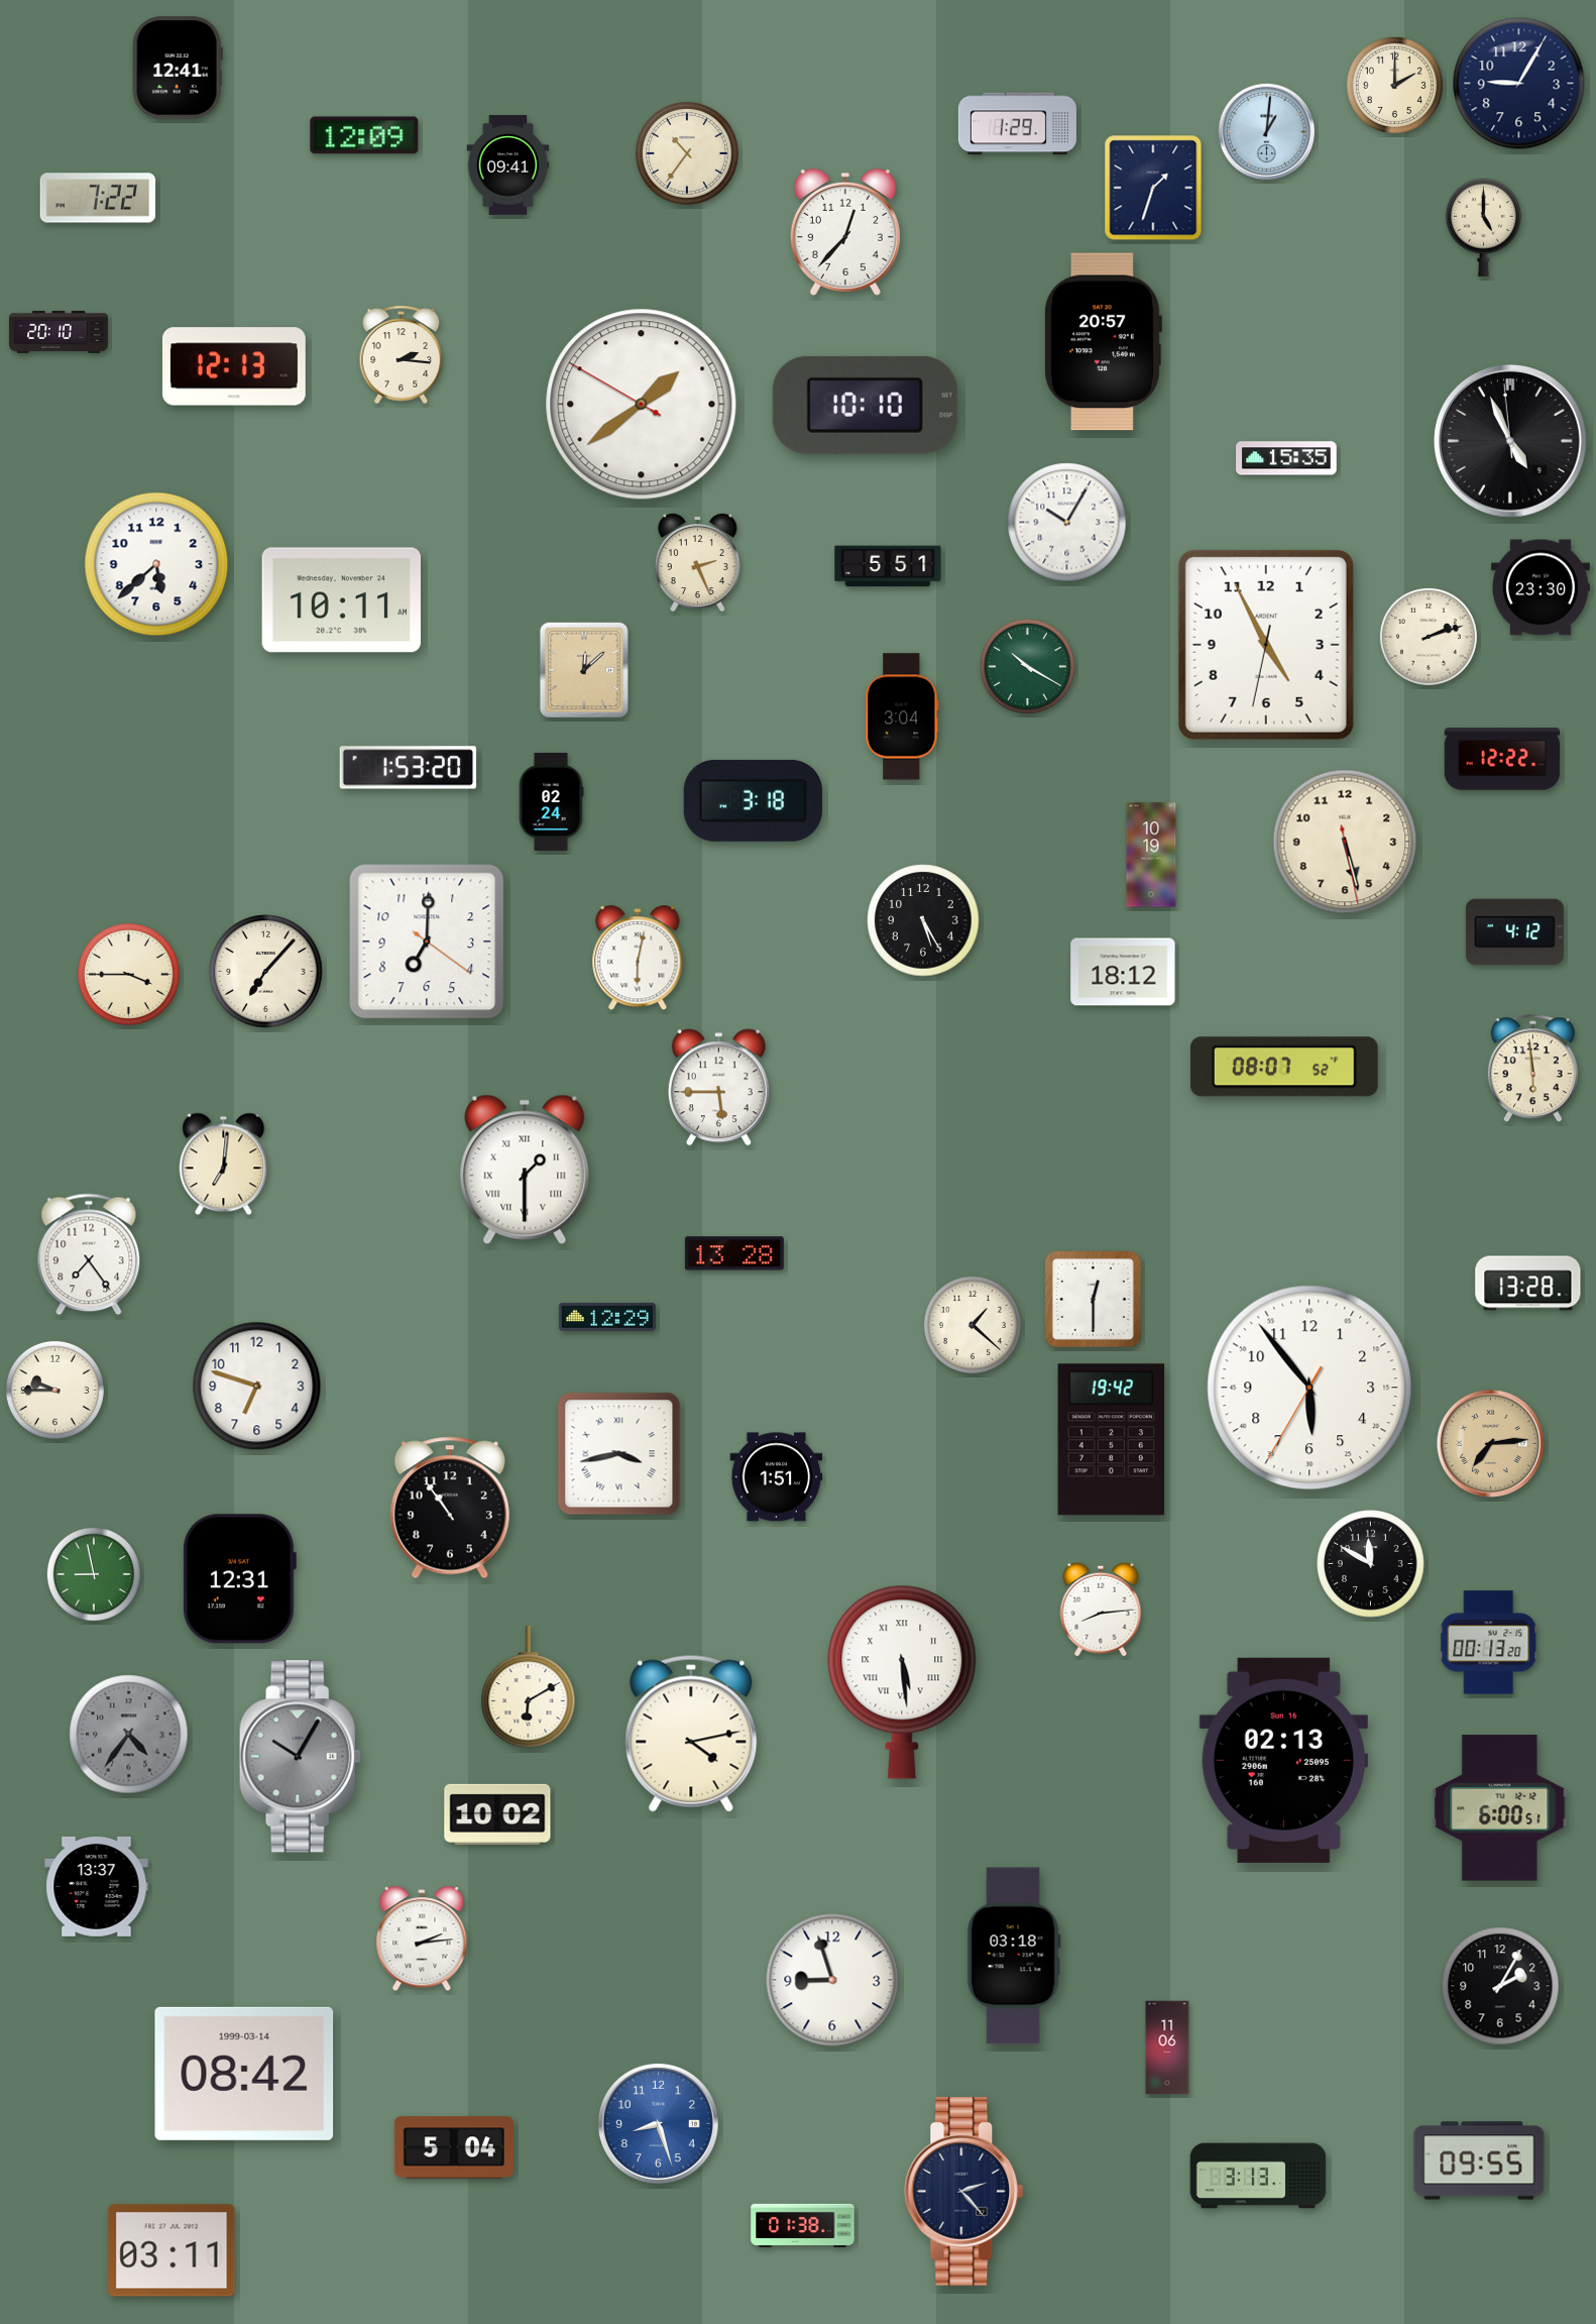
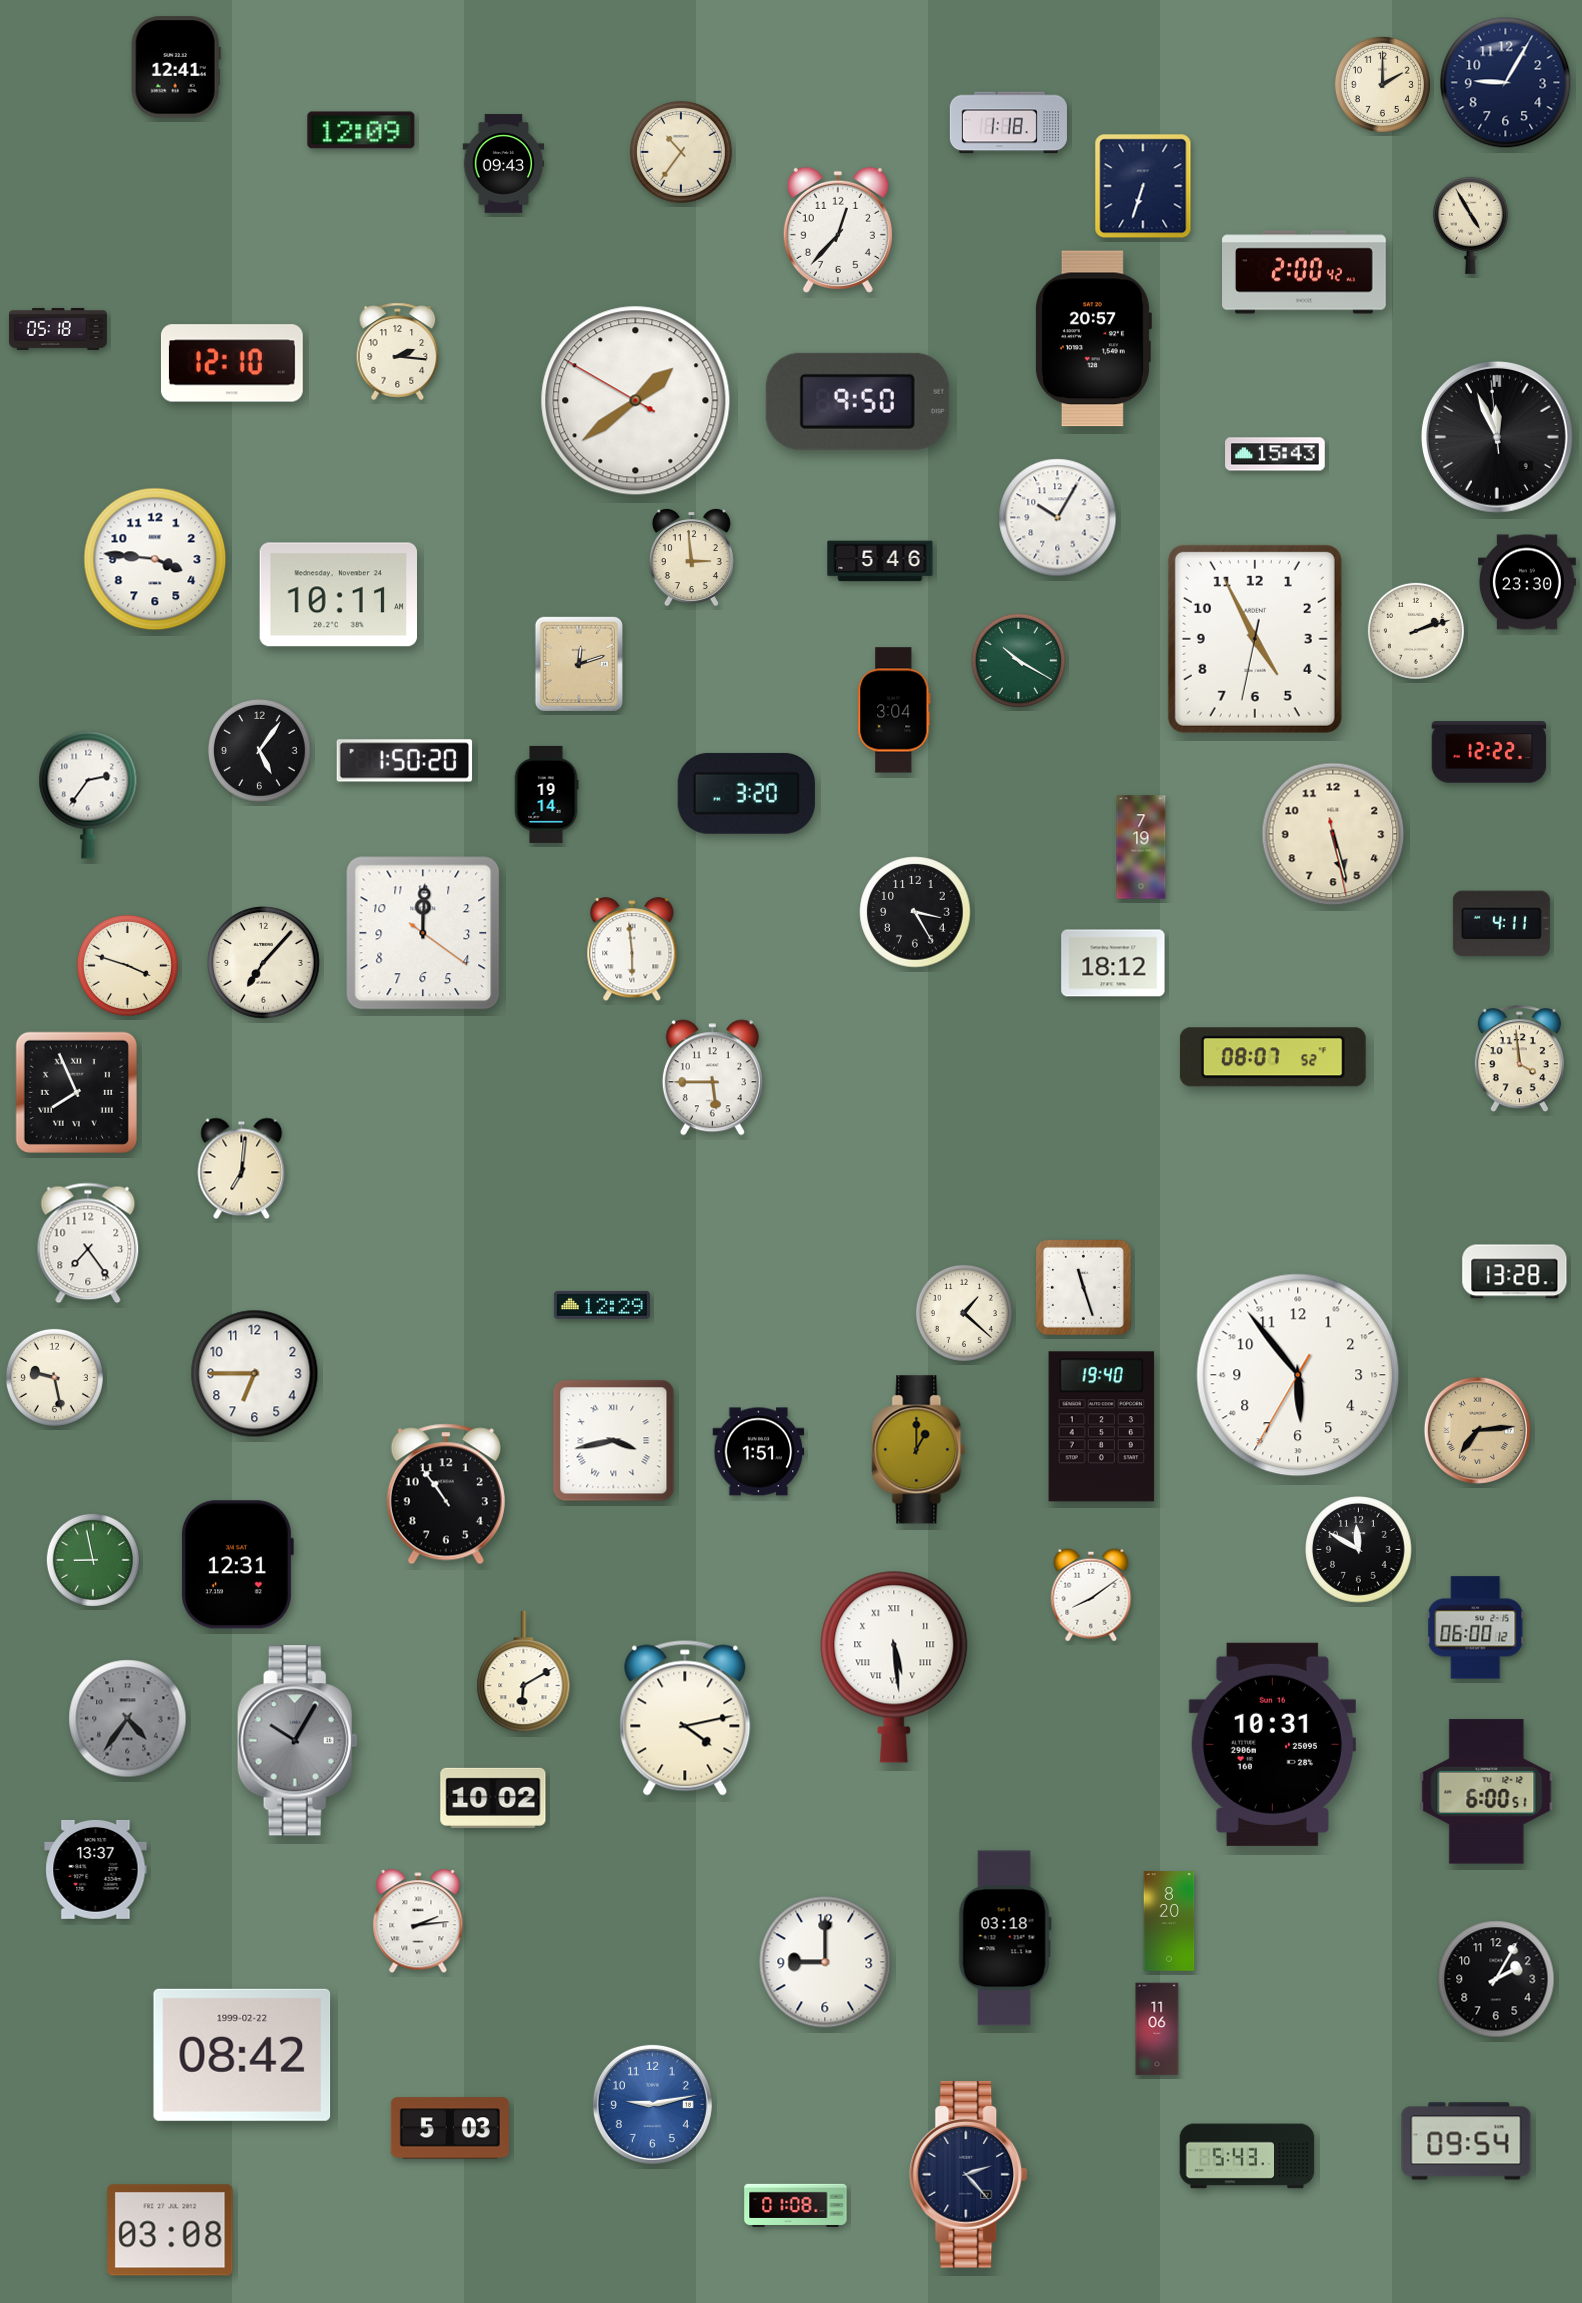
clock at (1017, 124): 1:29 -> 1:18
clock at (1266, 131): 1:01 -> none
clock at (364, 135) position: (364, 135) -> (361, 130)
clock at (508, 165): 09:41 -> 09:43
clock at (1153, 188): 1:33 -> 6:33
clock at (98, 198): 7:22 -> none
clock at (1483, 227): 5:00 -> 4:55
clock at (1305, 272): none -> 2:00
clock at (59, 332): 20:10 -> 05:18
clock at (234, 366): 12:13 -> 12:10
clock at (865, 405): 10:10 -> 9:50
clock at (1510, 441): 4:55 -> 11:55
clock at (1286, 458): 15:35 -> 15:43
clock at (697, 563): 2:26 -> 2:59
clock at (156, 564): 5:38 -> 3:46
clock at (888, 566): 5:51 -> 5:46
clock at (584, 670): 12:08 -> 12:12
clock at (259, 750): none -> 5:06
clock at (409, 768): 1:53 -> 1:50
clock at (753, 800): 3:18 -> 3:20
clock at (551, 801): 02:24 -> 19:14
clock at (88, 795): none -> 2:36
clock at (1151, 855): 10:19 -> 7:19
clock at (923, 920): 5:25 -> 3:25
clock at (1514, 932): 4:12 -> 4:11
clock at (427, 942): 7:00 -> 12:00
clock at (638, 959): 6:02 -> 5:59
clock at (128, 974): 3:45 -> 3:48
clock at (1532, 1069): 5:59 -> 3:59
clock at (76, 1092): none -> 7:56
clock at (224, 1165) position: (224, 1165) -> (242, 1169)
clock at (525, 1170): 1:30 -> none
clock at (734, 1253): 13:28 -> none
clock at (1093, 1299): 12:30 -> 11:27
clock at (257, 1387): 6:48 -> 6:45
clock at (54, 1390): 9:45 -> 9:28
clock at (1112, 1440): 19:42 -> 19:40
clock at (919, 1450): none -> 1:00
clock at (777, 1477) position: (777, 1477) -> (759, 1452)
clock at (1101, 1610): 8:14 -> 8:09
clock at (1489, 1643): 00:13 -> 06:00
clock at (1283, 1760): 02:13 -> 10:31
clock at (1169, 1921): none -> 8:20
clock at (832, 1980): 8:57 -> 9:00
clock at (1500, 1986) position: (1500, 1986) -> (1496, 1979)
clock at (244, 2074) date: 1999-03-14 -> 1999-02-22
clock at (658, 2123): 8:27 -> 9:13
clock at (454, 2147): 5:04 -> 5:03
clock at (1479, 2161): 09:55 -> 09:54
clock at (1258, 2176): 3:13 -> 5:43
clock at (964, 2192) position: (964, 2192) -> (969, 2175)
clock at (803, 2225): 01:38 -> 01:08
clock at (172, 2250): 03:11 -> 03:08
